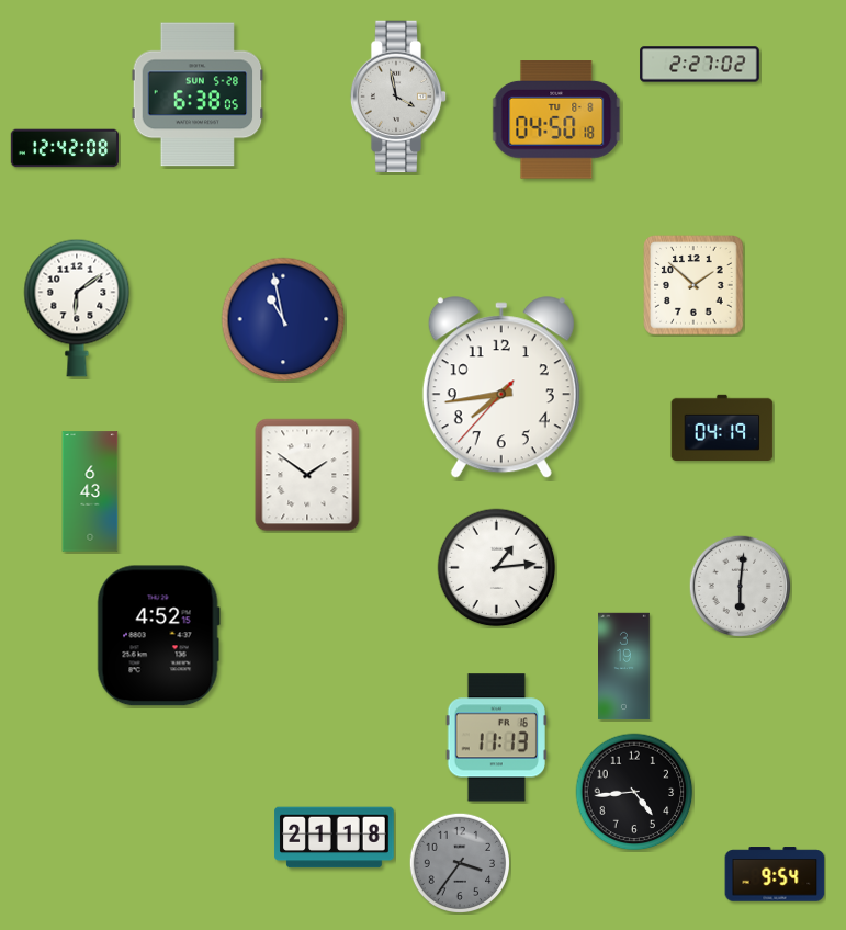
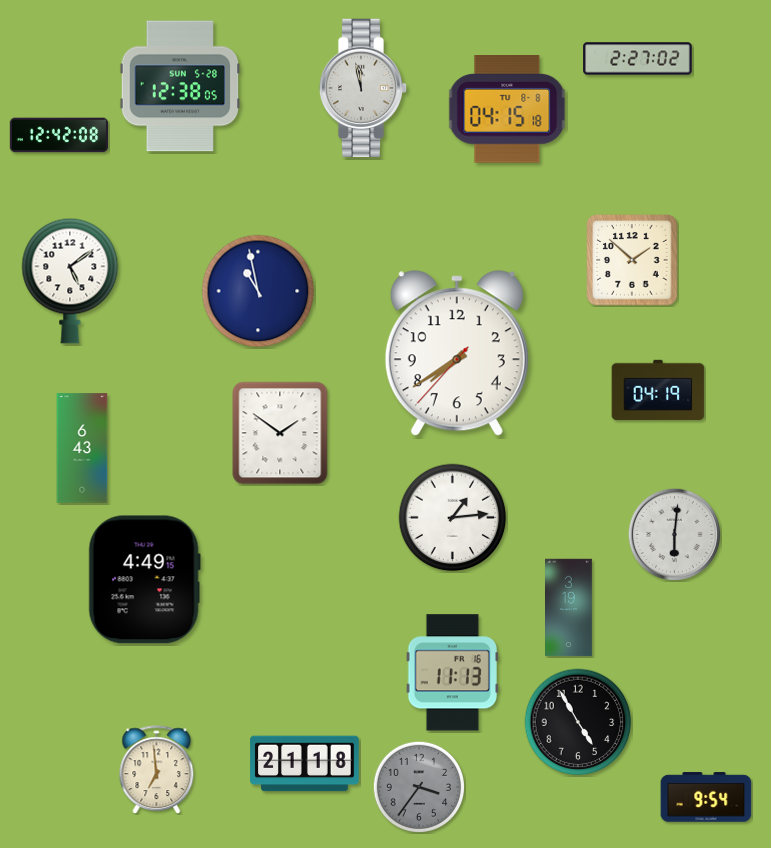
clock at (198, 94): 6:38 -> 12:38
clock at (398, 95): 3:58 -> 11:58
clock at (556, 121): 04:50 -> 04:15
clock at (77, 308): 6:09 -> 5:09
clock at (501, 388): 7:43 -> 7:39
clock at (158, 636): 4:52 -> 4:49
clock at (634, 792): 4:44 -> 4:55
clock at (157, 770): none -> 6:59
